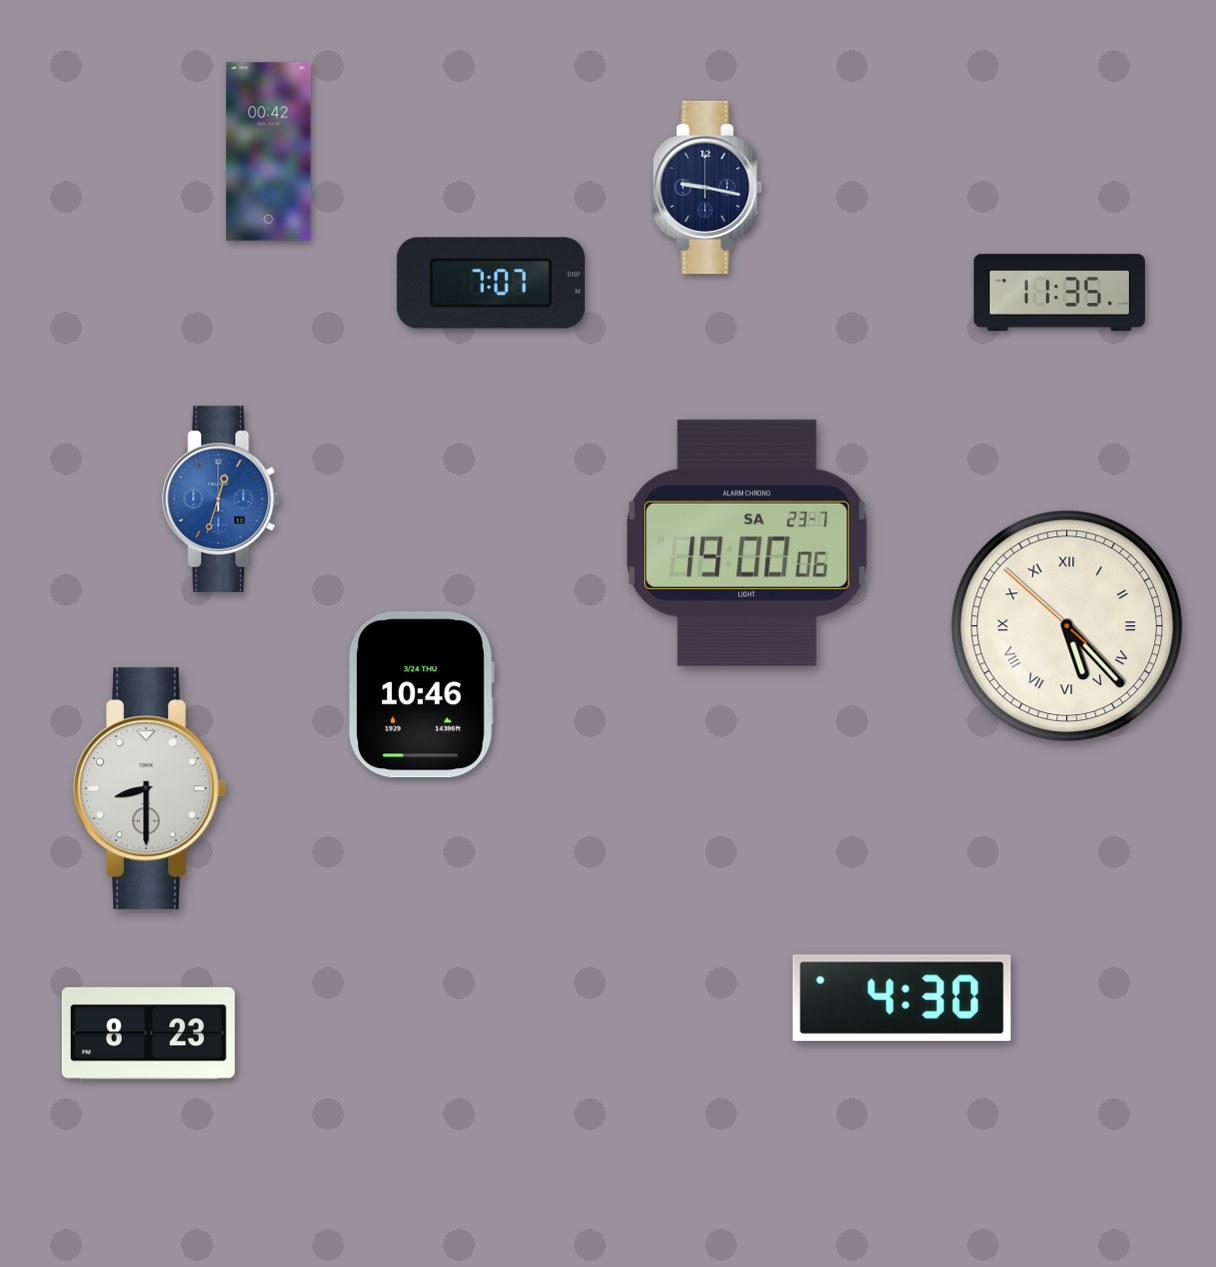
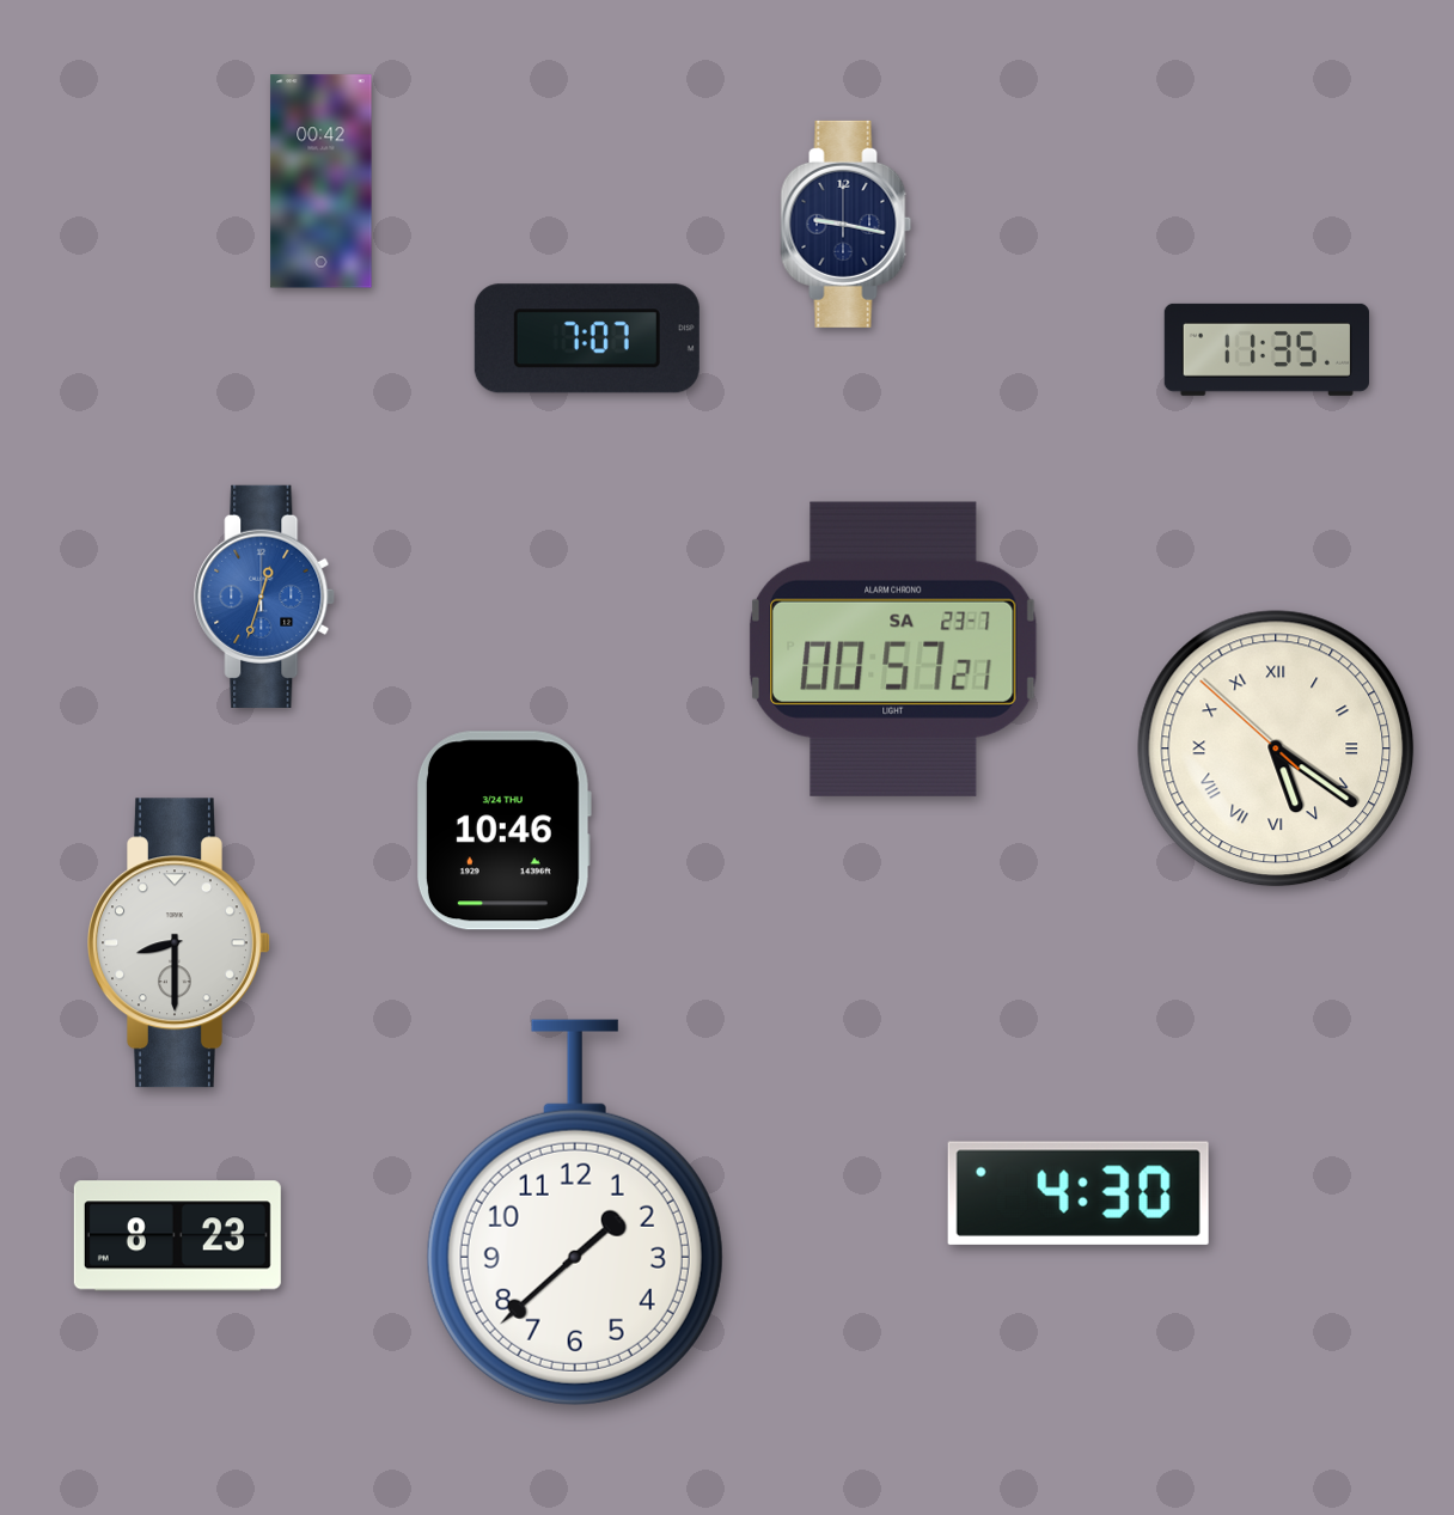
clock at (747, 543): 19:00 -> 00:57
clock at (1067, 626): 5:22 -> 5:20
clock at (575, 1212): none -> 1:38
